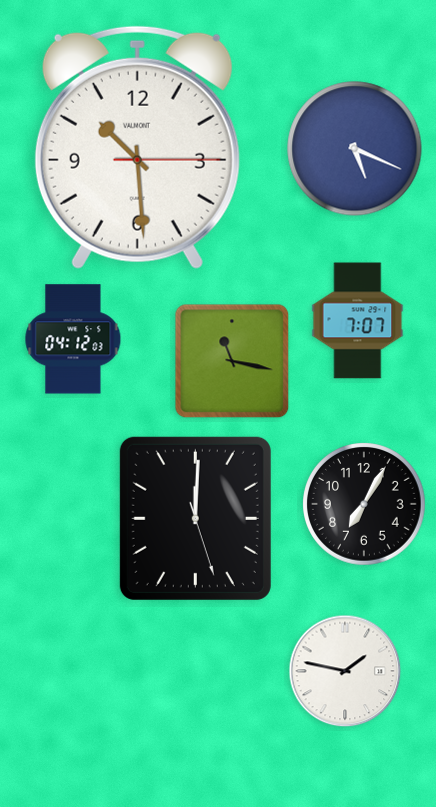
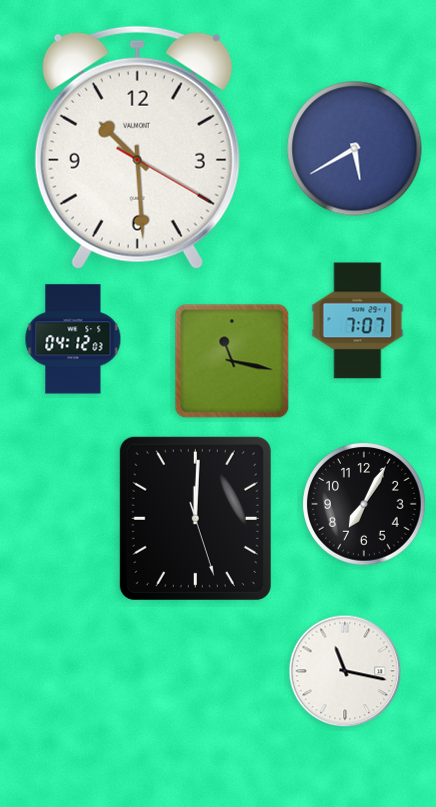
clock at (137, 147): 10:29:15 -> 10:29:20
clock at (355, 149): 5:19 -> 5:40
clock at (345, 671): 1:47 -> 11:17
